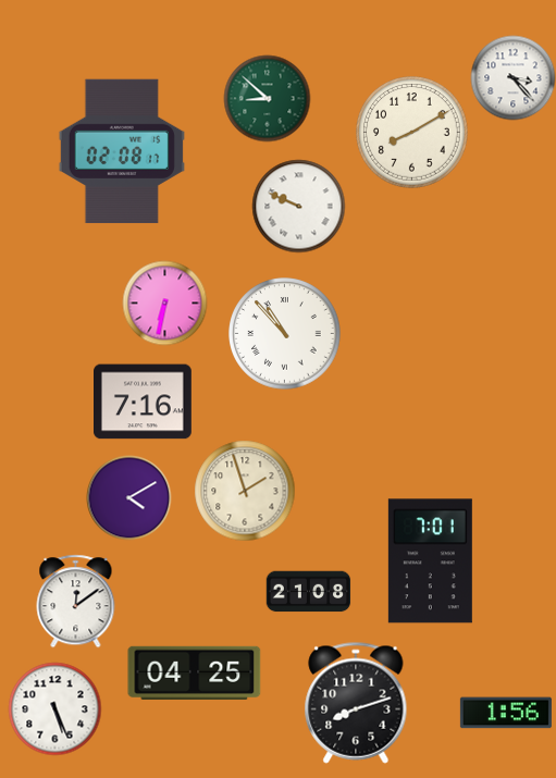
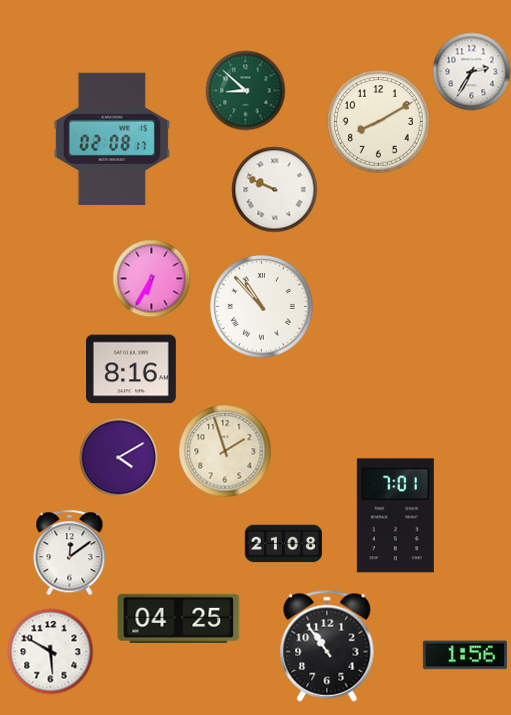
clock at (512, 77): 3:23 -> 2:35
clock at (164, 302): 6:32 -> 6:35
clock at (144, 402): 7:16 -> 8:16
clock at (356, 703): 8:12 -> 10:54
clock at (54, 708): 5:26 -> 5:50
